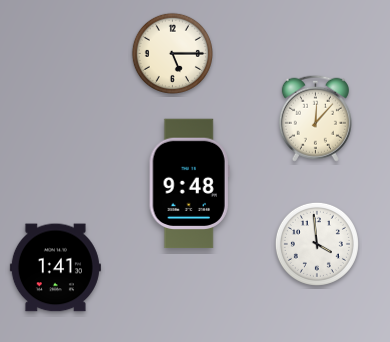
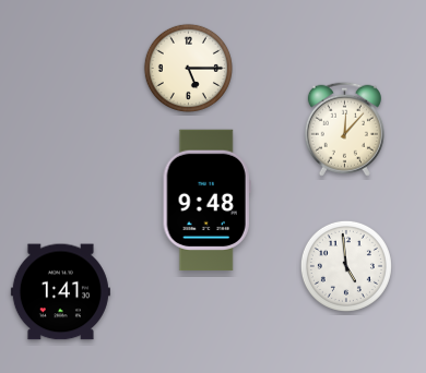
clock at (172, 53) position: (172, 53) -> (188, 68)
clock at (317, 244): 3:59 -> 4:59
